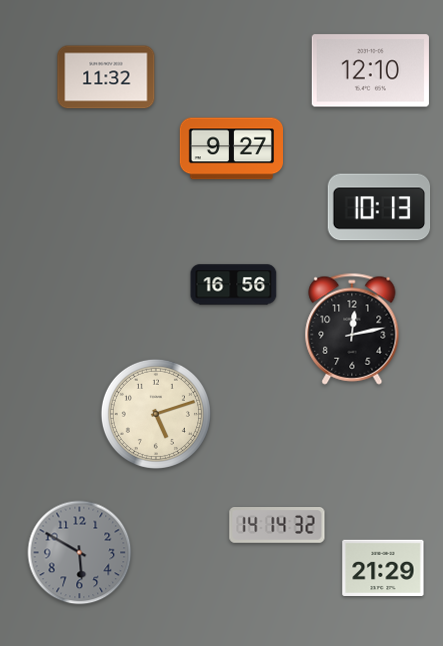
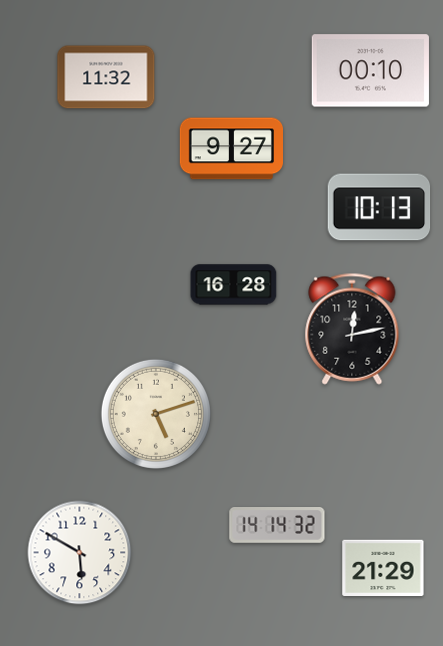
clock at (370, 71): 12:10 -> 00:10
clock at (234, 285): 16:56 -> 16:28
clock at (80, 553) dial: grey -> white
